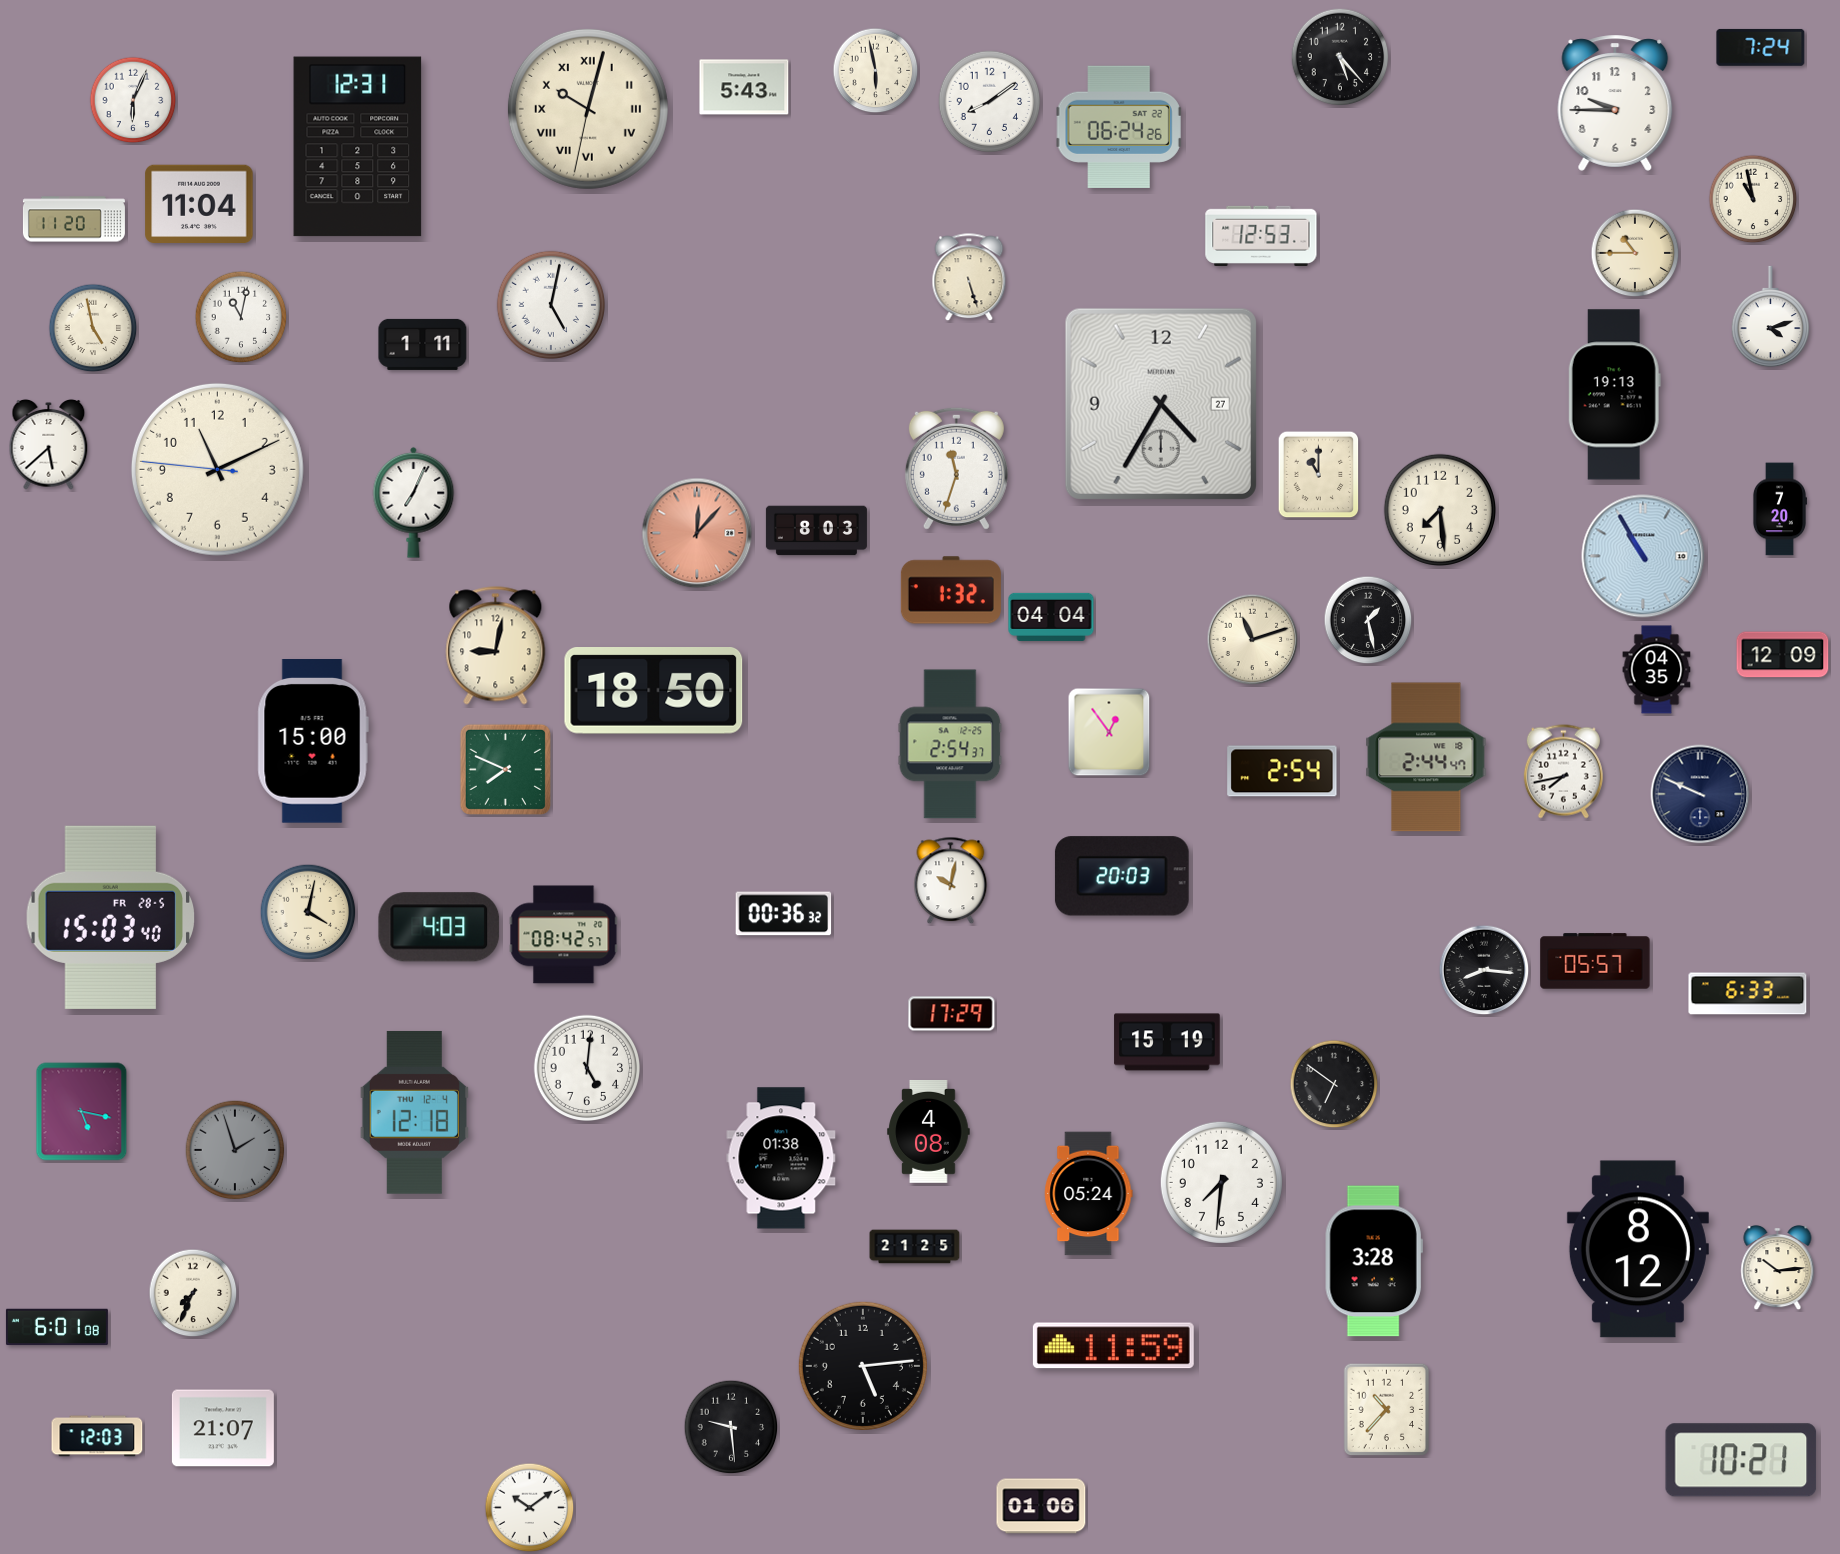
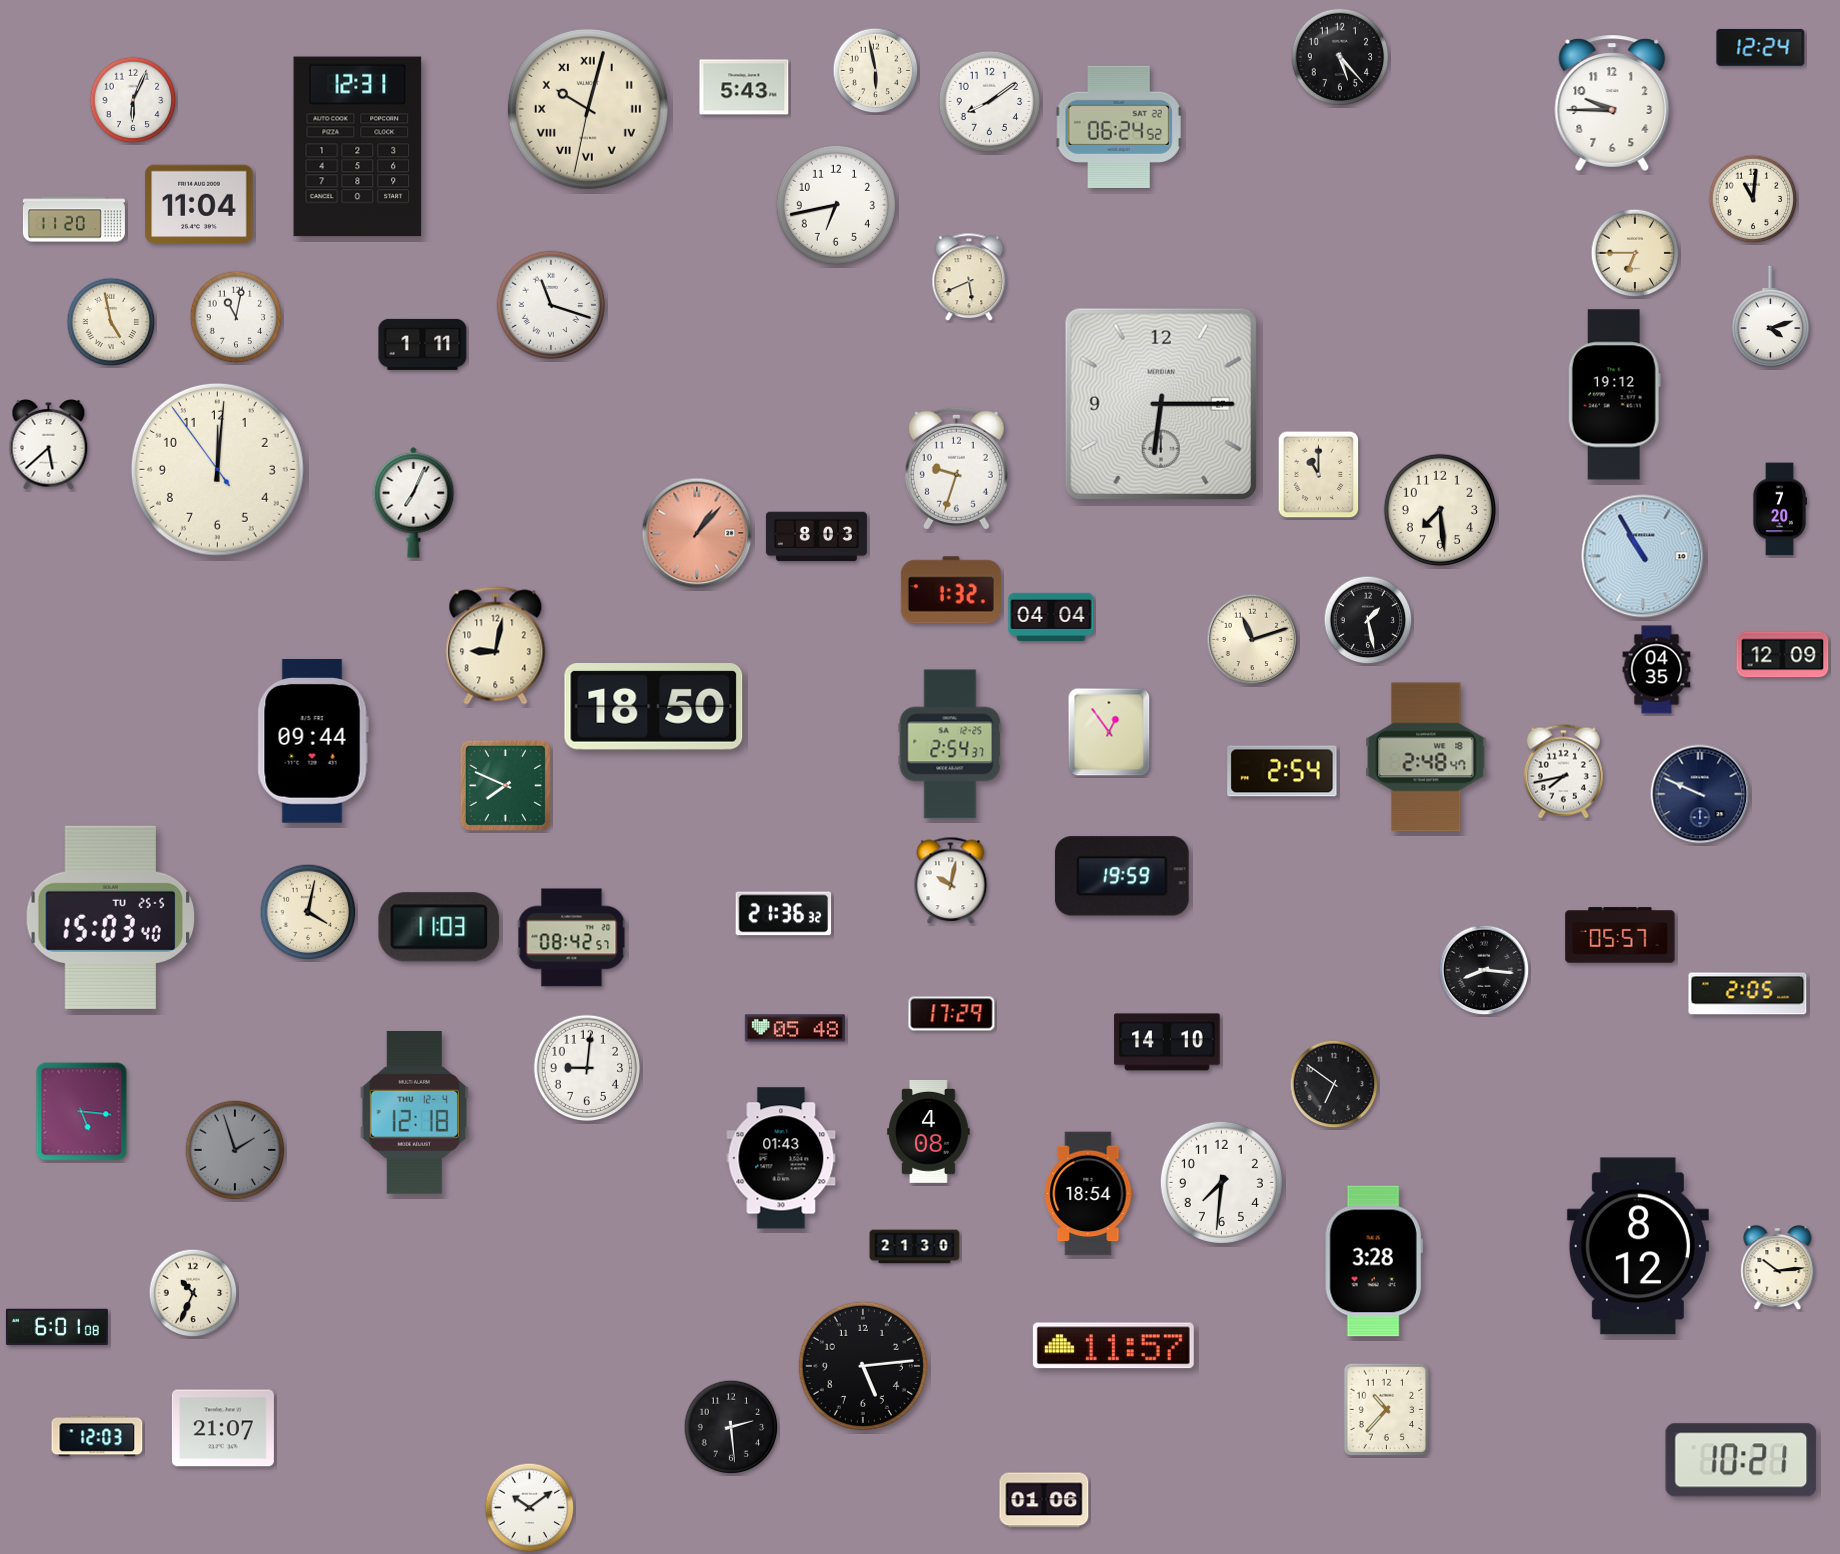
clock at (1761, 47): 7:24 -> 12:24
clock at (1615, 103) position: (1615, 103) -> (1612, 103)
clock at (1119, 126): 06:24:26 -> 06:24:52
clock at (1753, 199): 10:58 -> 11:01
clock at (836, 205): none -> 6:43
clock at (1261, 236): 12:53 -> none
clock at (1635, 253): 10:45 -> 6:45
clock at (969, 278): 5:27 -> 5:41
clock at (550, 304): 5:02 -> 11:18
clock at (241, 317) position: (241, 317) -> (236, 317)
clock at (93, 328) position: (93, 328) -> (111, 322)
clock at (1614, 395): 19:13 -> 19:12
clock at (1161, 404): 4:35 -> 6:15
clock at (956, 468): 11:33 -> 9:33
clock at (217, 469): 11:10 -> 12:00
clock at (816, 531) position: (816, 531) -> (816, 537)
clock at (697, 533): 12:07 -> 1:07
clock at (654, 691) position: (654, 691) -> (654, 707)
clock at (313, 742): 15:00 -> 09:44
clock at (1426, 757): 2:44 -> 2:48
clock at (505, 769) position: (505, 769) -> (505, 785)
clock at (1122, 876): 20:03 -> 19:59
clock at (784, 914): 00:36 -> 21:36
clock at (111, 917) date: FR 28-5 -> TU 25-5
clock at (439, 927): 4:03 -> 11:03
clock at (564, 935) position: (564, 935) -> (572, 938)
clock at (1595, 961) position: (1595, 961) -> (1620, 935)
clock at (1748, 994): 6:33 -> 2:05
clock at (795, 1028): none -> 05:48
clock at (1167, 1042): 15:19 -> 14:10
clock at (586, 1067): 5:01 -> 9:01
clock at (82, 1112): 5:17 -> 5:16
clock at (781, 1158): 01:38 -> 01:43
clock at (1089, 1194): 05:24 -> 18:54
clock at (915, 1247): 21:25 -> 21:30
clock at (1638, 1249) position: (1638, 1249) -> (1638, 1246)
clock at (193, 1293): 7:34 -> 10:34
clock at (1113, 1346): 11:59 -> 11:57
clock at (731, 1427): 9:29 -> 2:29
clock at (1041, 1506) position: (1041, 1506) -> (1044, 1500)
